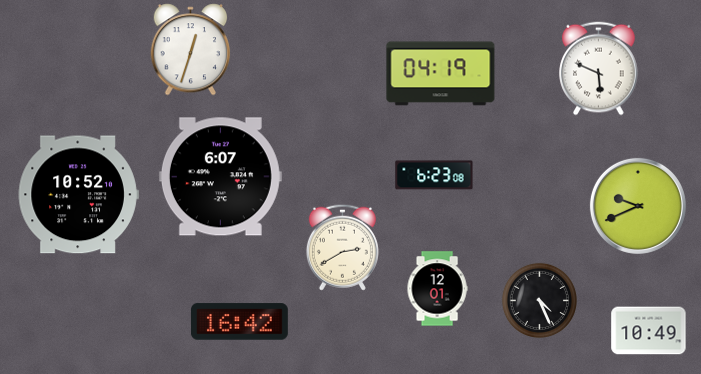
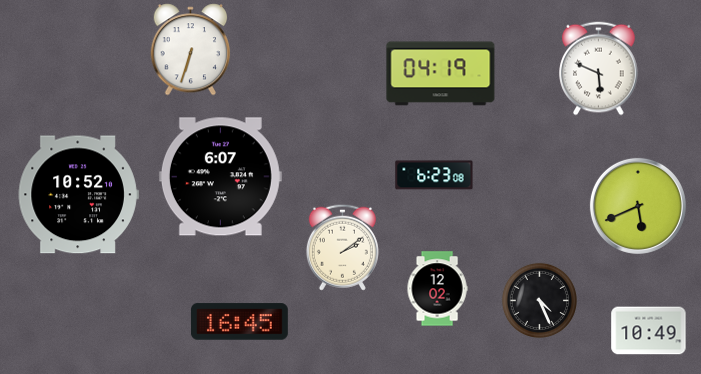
clock at (191, 50): 12:33 -> 6:33
clock at (638, 206): 9:41 -> 5:41
clock at (342, 247): 2:40 -> 2:09
clock at (437, 289): 12:01 -> 12:02
clock at (240, 322): 16:42 -> 16:45
